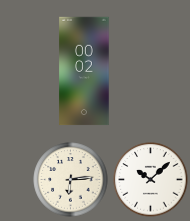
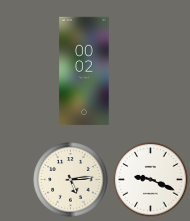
clock at (71, 180): 6:14 -> 5:14
clock at (151, 180): 10:08 -> 9:19
